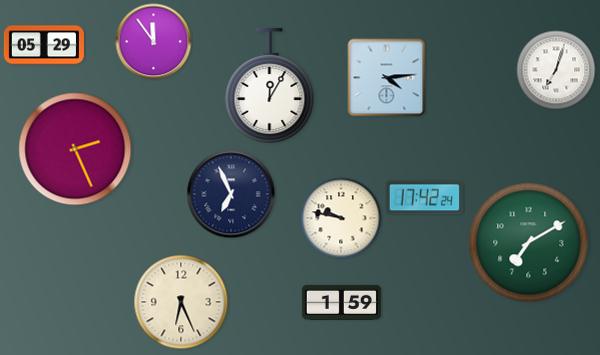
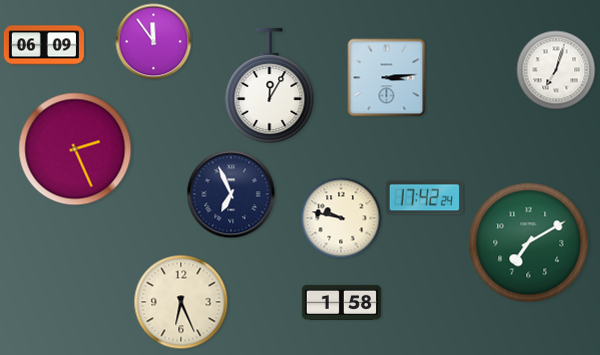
clock at (44, 45): 05:29 -> 06:09
clock at (387, 78): 4:14 -> 3:14
clock at (341, 302): 1:59 -> 1:58
